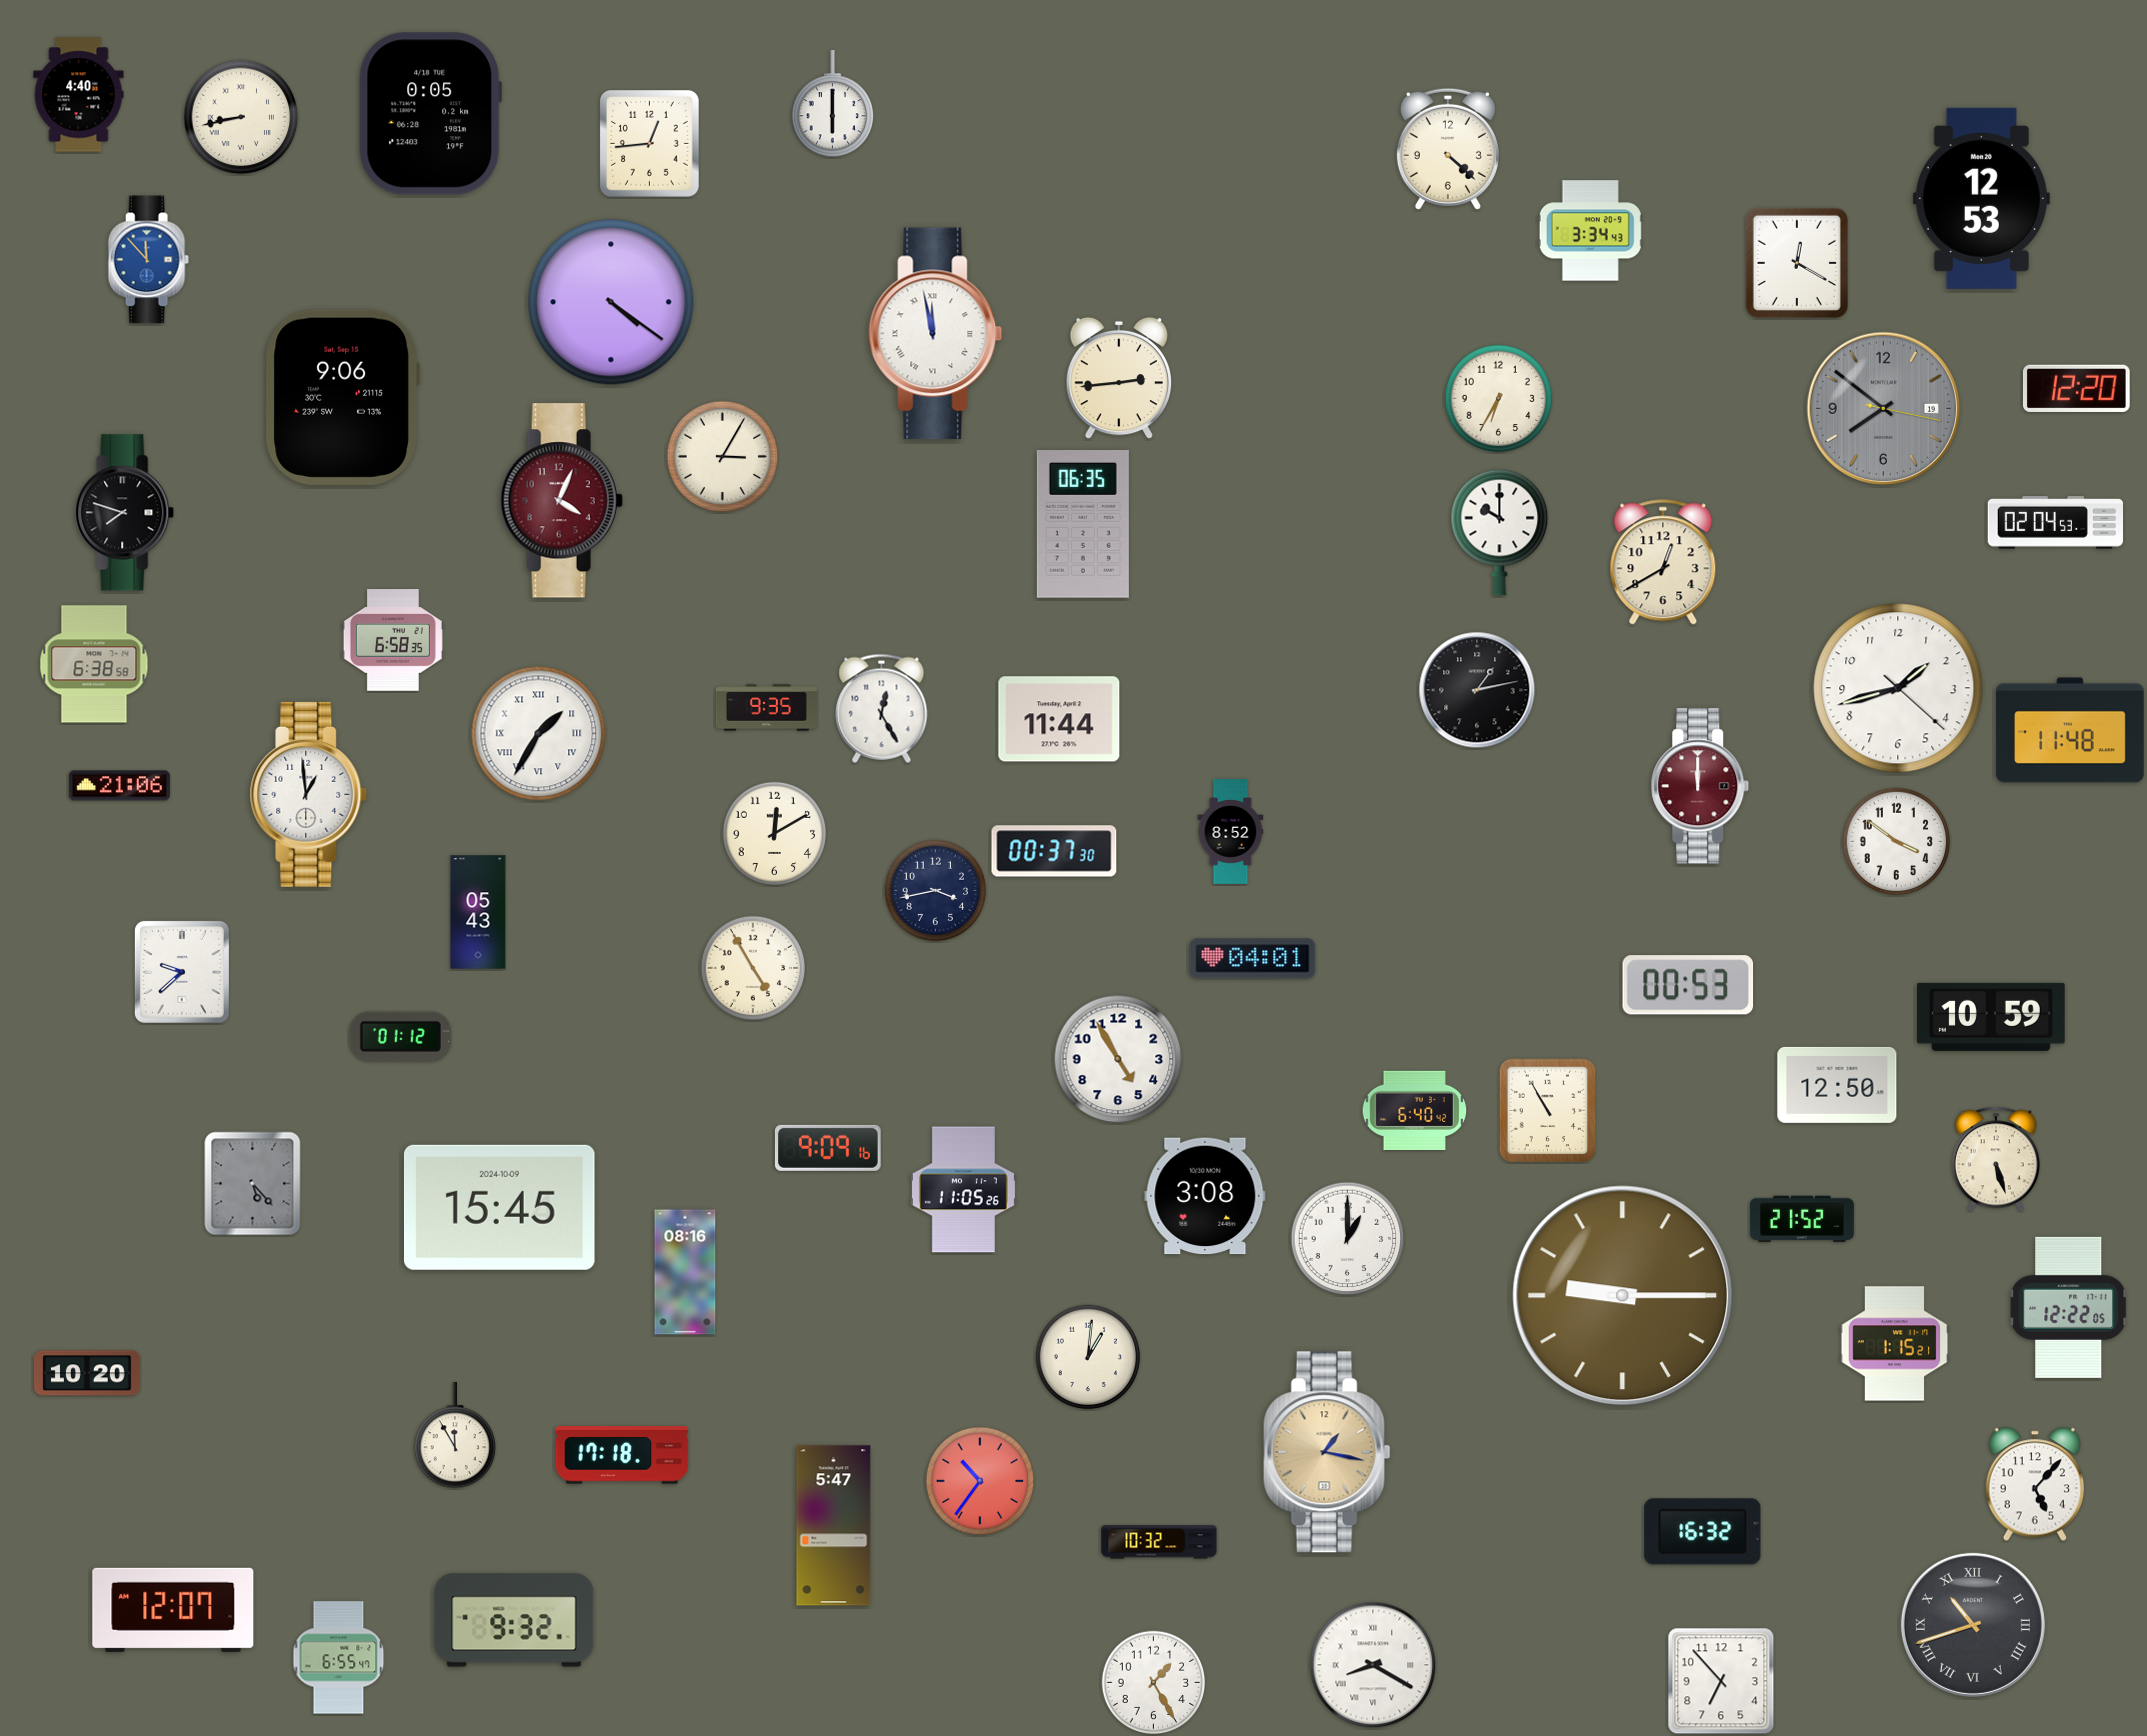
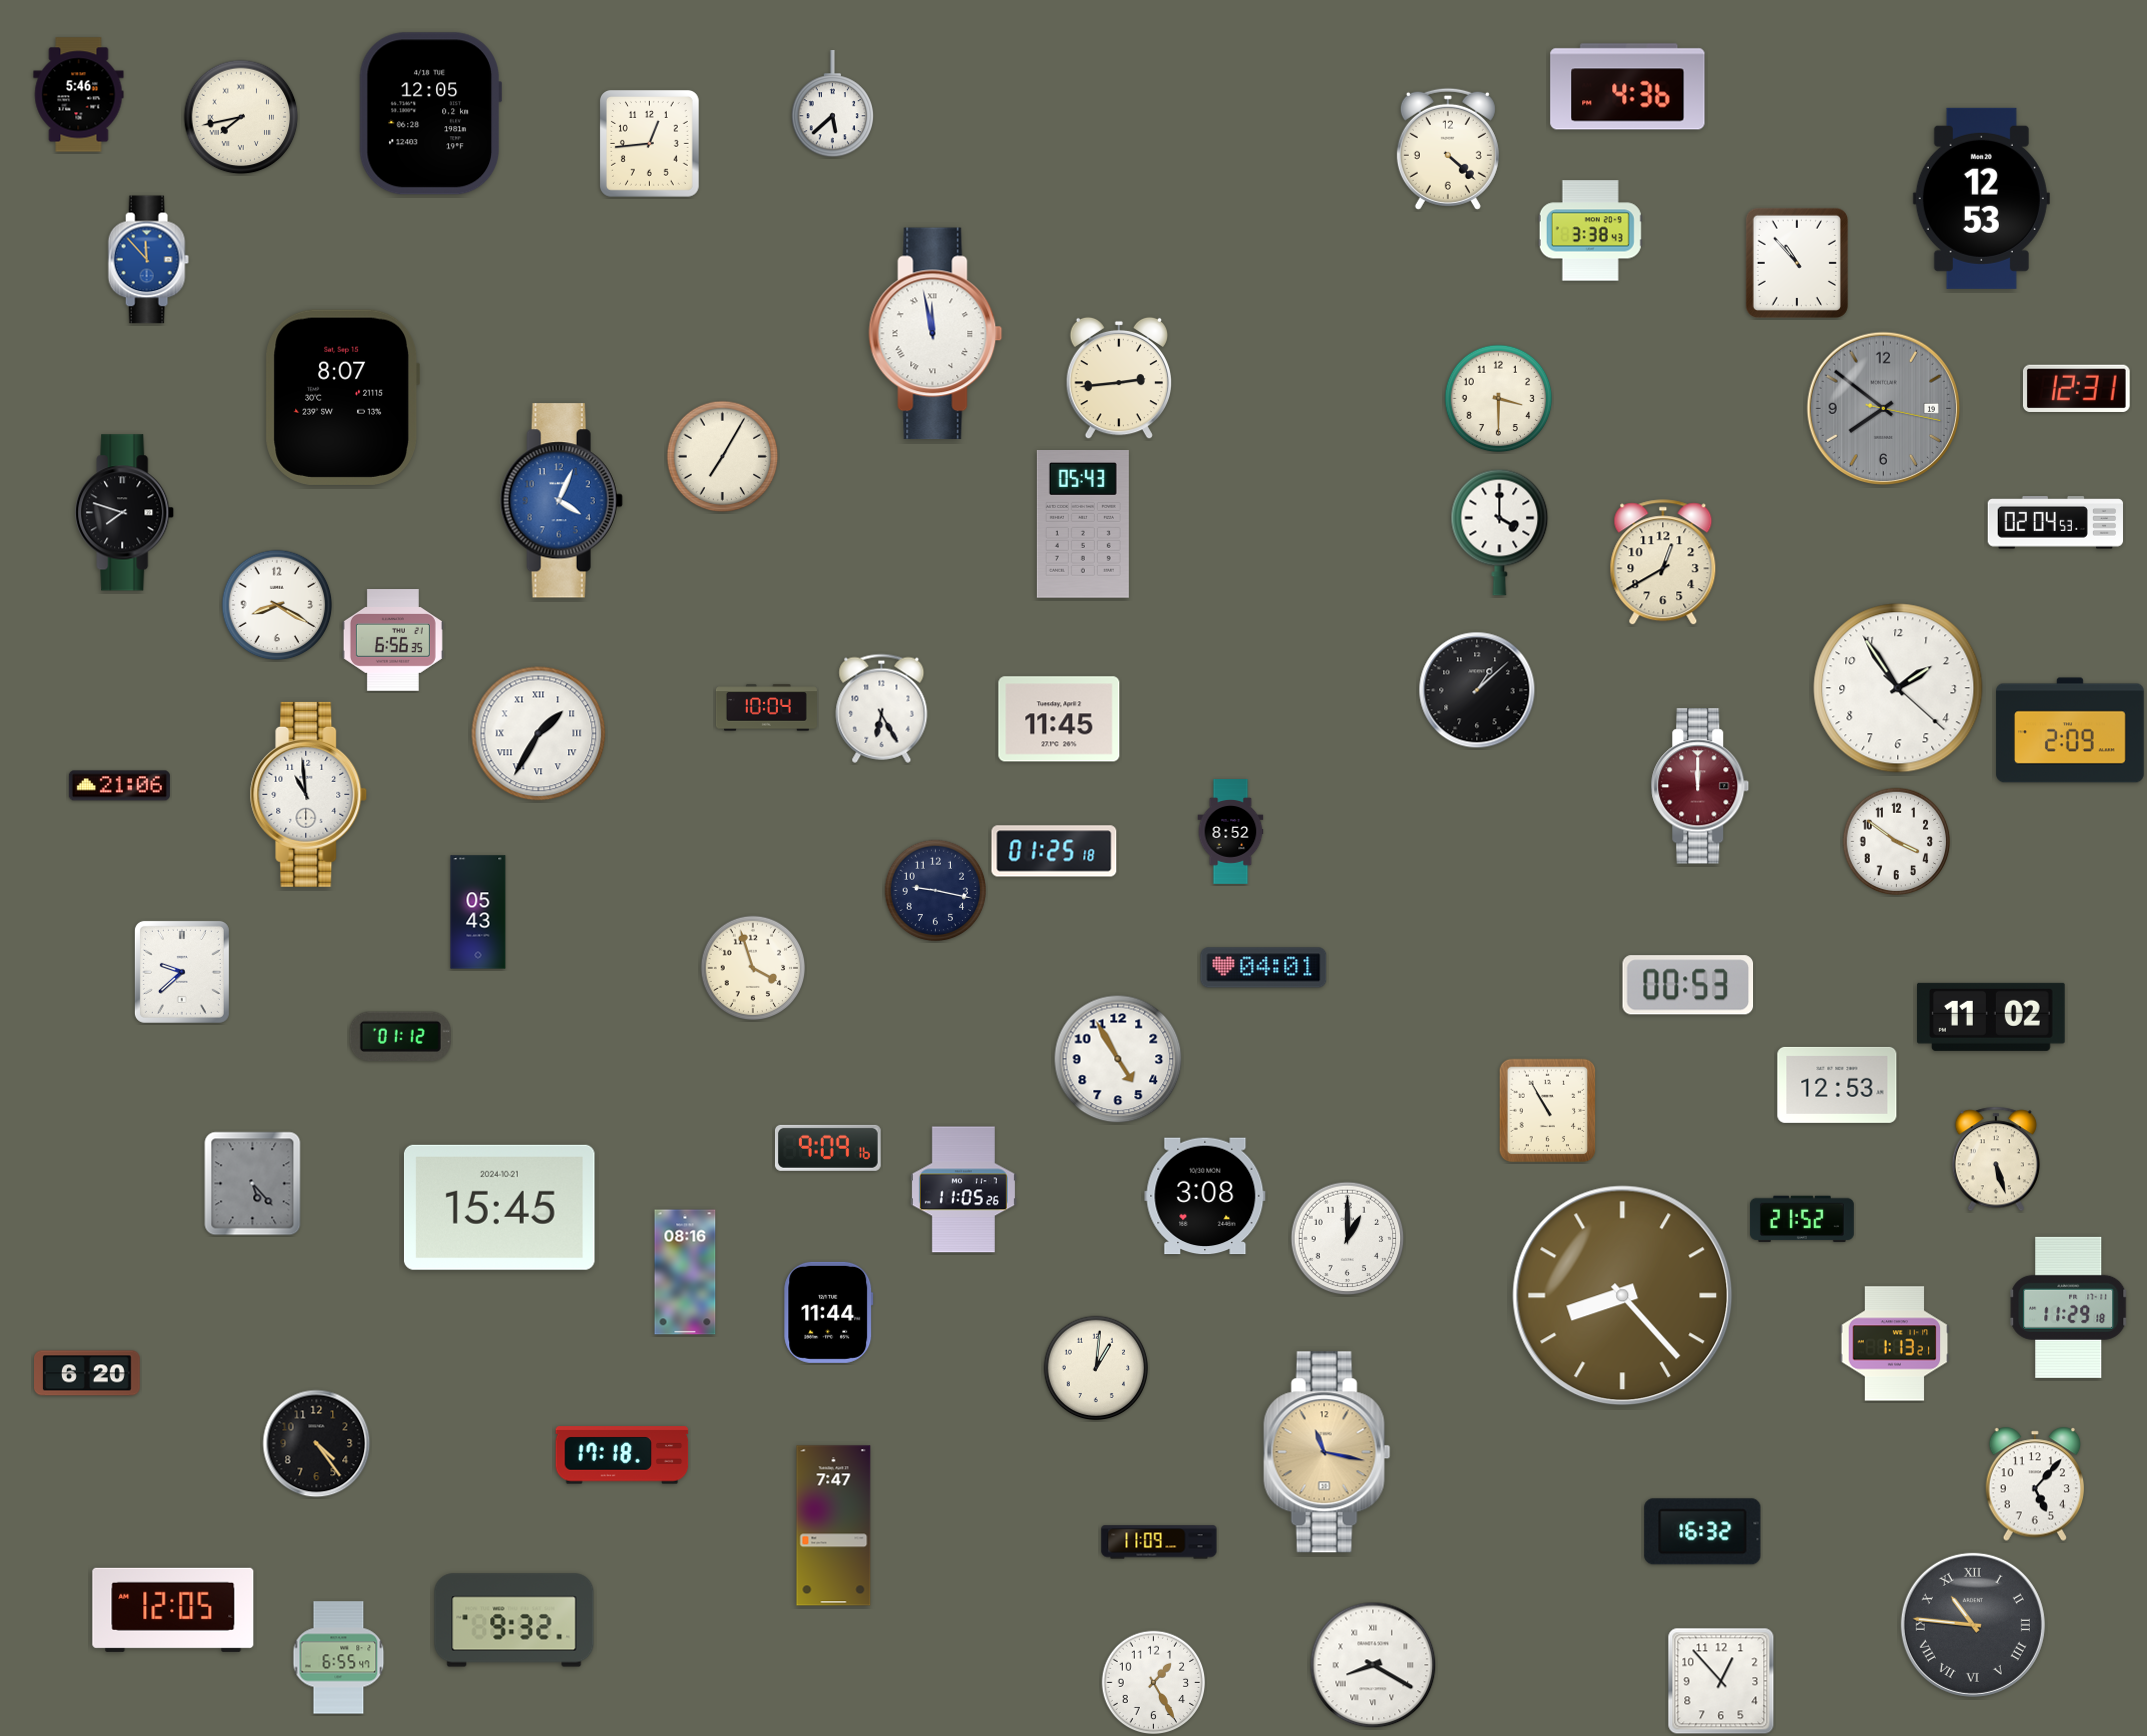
clock at (1628, 87): none -> 4:36
clock at (79, 95): 4:40 -> 5:46
clock at (833, 104): 6:00 -> 5:38
clock at (430, 114): 0:05 -> 12:05
clock at (241, 117): 8:43 -> 7:43
clock at (1590, 231): 3:34 -> 3:38
clock at (1797, 263): 12:20 -> 10:53
clock at (611, 302): 4:21 -> none
clock at (2076, 388): 12:20 -> 12:31
clock at (342, 397): 9:06 -> 8:07
clock at (1499, 399): 6:35 -> 3:30
clock at (723, 457): 3:05 -> 7:05
clock at (561, 501) dial: burgundy -> blue
clock at (1083, 525): 06:35 -> 05:43
clock at (1500, 532): 10:00 -> 4:00
clock at (277, 605): none -> 8:20
clock at (393, 640): 6:58 -> 6:56
clock at (94, 664): 6:38 -> none
clock at (1898, 688): 1:42 -> 1:54
clock at (1477, 690): 1:13 -> 1:08
clock at (766, 708): 9:35 -> 10:04
clock at (882, 708): 12:25 -> 6:25
clock at (1059, 719): 11:44 -> 11:45
clock at (2070, 730): 11:48 -> 2:09
clock at (309, 794): 12:59 -> 10:59
clock at (775, 834): 12:10 -> none
clock at (1054, 851): 00:37 -> 01:25
clock at (936, 891): 3:43 -> 9:17
clock at (1253, 959) position: (1253, 959) -> (1264, 968)
clock at (753, 968): 4:55 -> 3:57
clock at (1992, 1017): 10:59 -> 11:02
clock at (1837, 1085): 12:50 -> 12:53
clock at (1415, 1110): 6:40 -> none
clock at (499, 1207) date: 2024-10-09 -> 2024-10-21
clock at (1623, 1296): 9:15 -> 8:23
clock at (2069, 1307): 12:22 -> 11:29
clock at (829, 1312): none -> 11:44
clock at (1895, 1344): 1:15 -> 1:13
clock at (1088, 1357) position: (1088, 1357) -> (1096, 1368)
clock at (88, 1373): 10:20 -> 6:20
clock at (455, 1436): 11:55 -> none
clock at (317, 1444): none -> 4:24
clock at (1327, 1452): 1:17 -> 11:17
clock at (980, 1481): 10:36 -> none
clock at (834, 1526): 5:47 -> 7:47
clock at (1159, 1542): 10:32 -> 11:09
clock at (173, 1610): 12:07 -> 12:05
clock at (1973, 1625): 10:42 -> 10:46
clock at (1721, 1681): 6:53 -> 12:53
